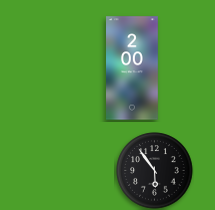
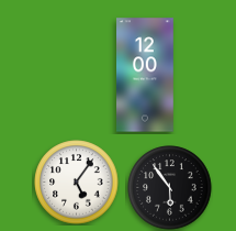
clock at (133, 68): 2:00 -> 12:00
clock at (77, 183): none -> 5:06
